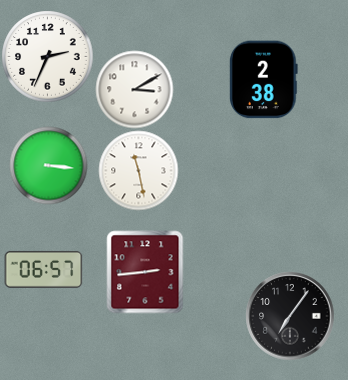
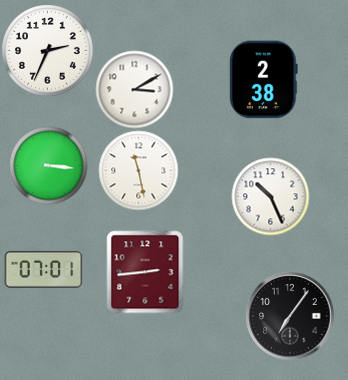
clock at (47, 56) position: (47, 56) -> (47, 50)
clock at (270, 196): none -> 10:26
clock at (43, 269): 06:57 -> 07:01
